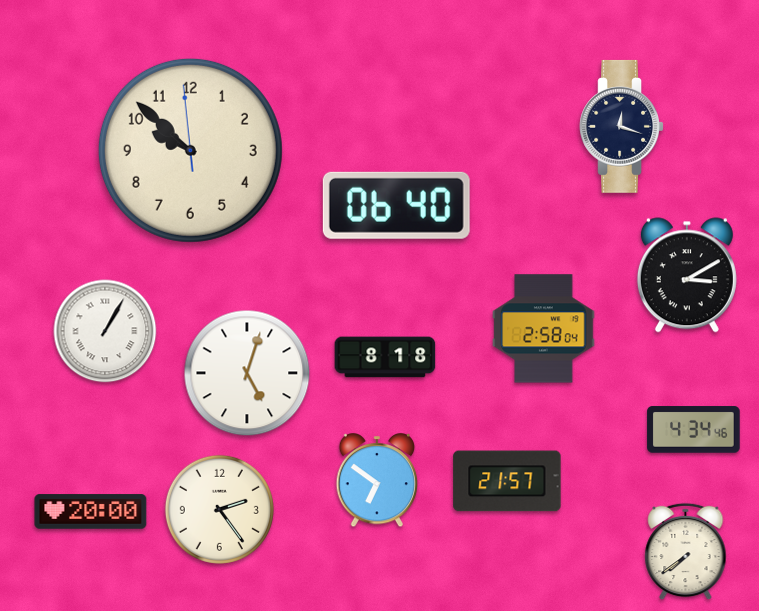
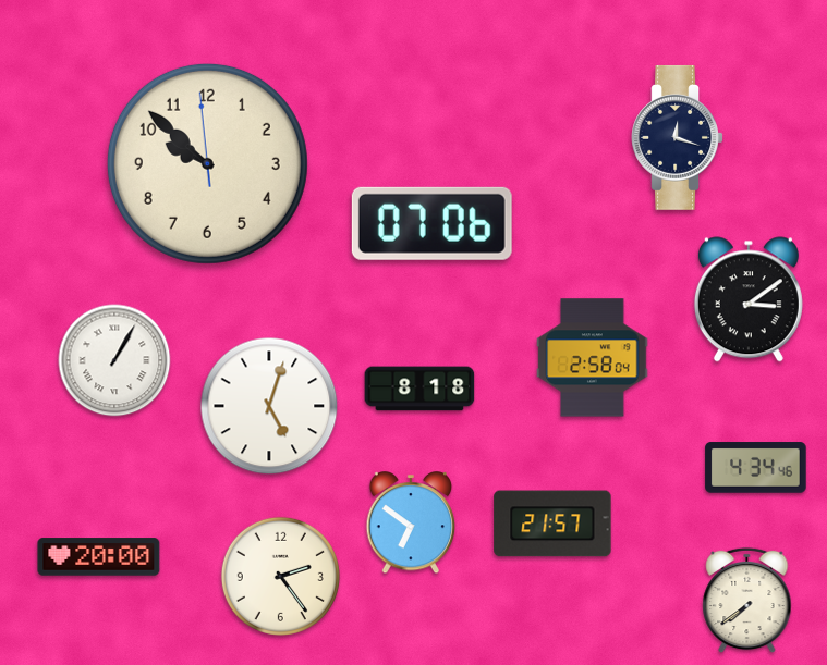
clock at (396, 205): 06:40 -> 07:06
clock at (687, 275): 3:10 -> 3:09
clock at (219, 509) position: (219, 509) -> (280, 576)
